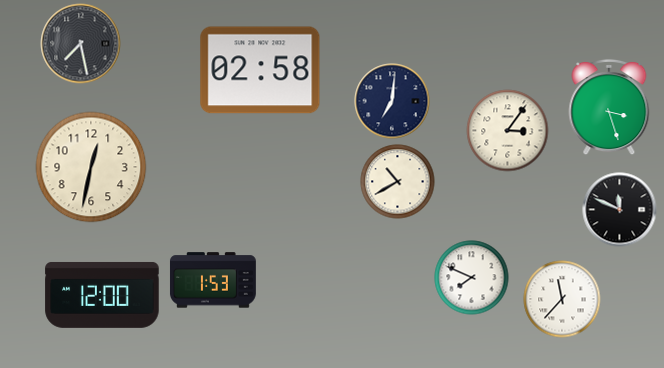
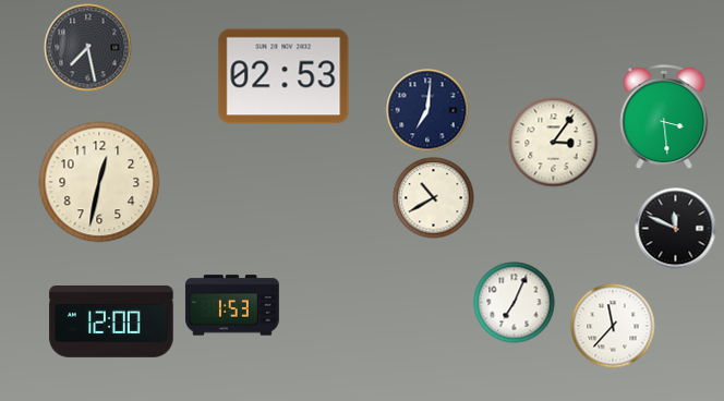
clock at (260, 70): 02:58 -> 02:53
clock at (609, 107): 3:27 -> 3:29
clock at (472, 278): 7:49 -> 7:04
